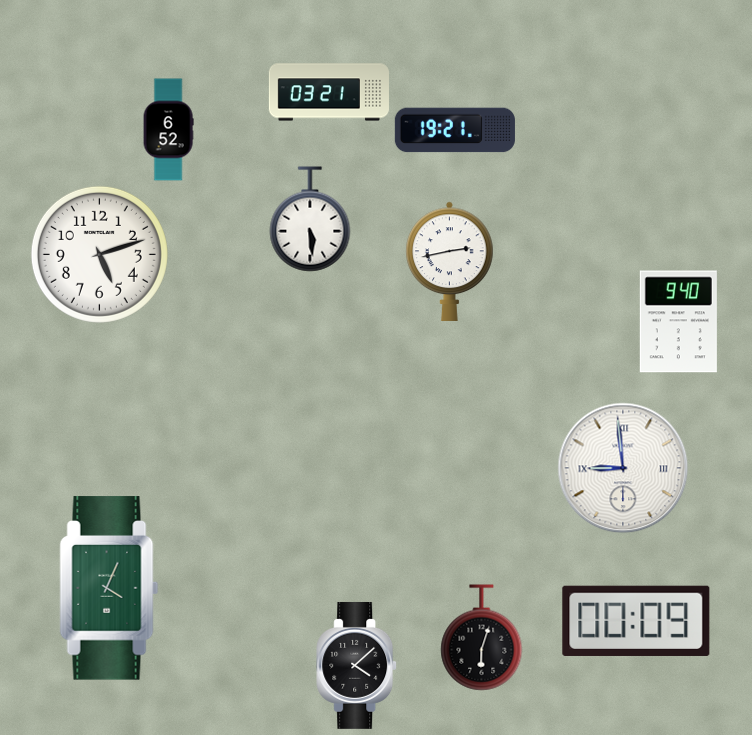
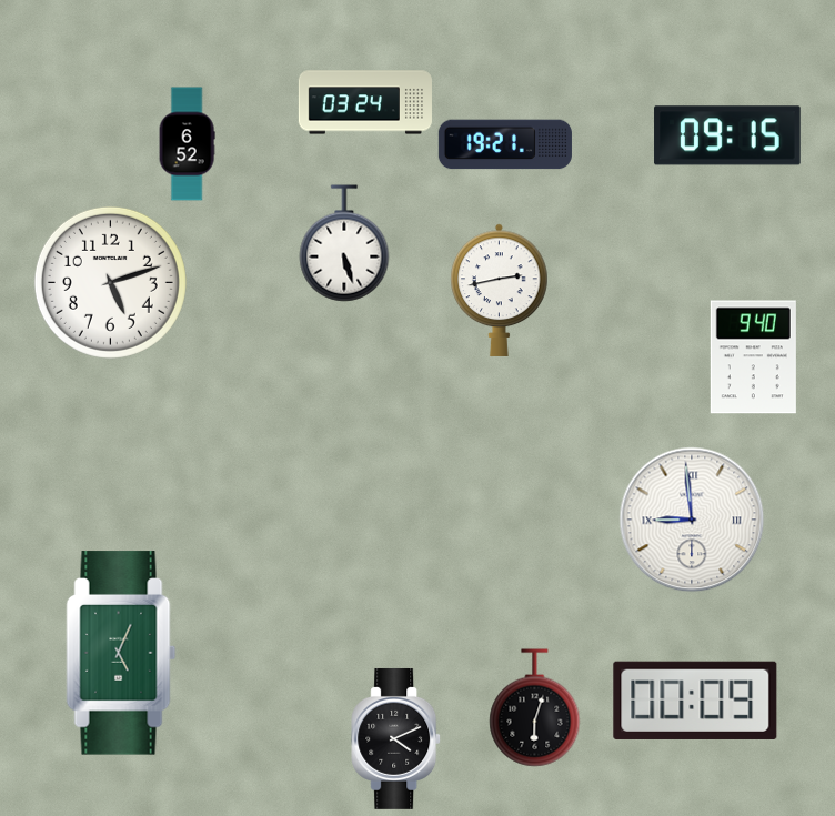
clock at (329, 92): 03:21 -> 03:24
clock at (727, 135): none -> 09:15
clock at (310, 219): 5:29 -> 5:27
clock at (109, 588): 4:04 -> 5:04
clock at (636, 621) position: (636, 621) -> (695, 701)
clock at (357, 665): 4:08 -> 4:11
